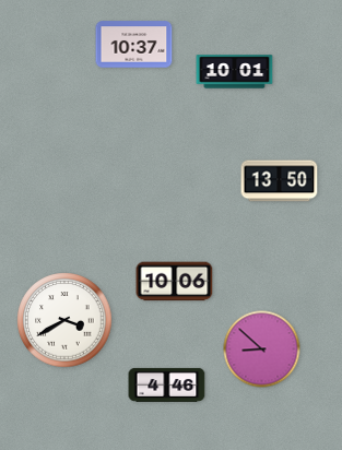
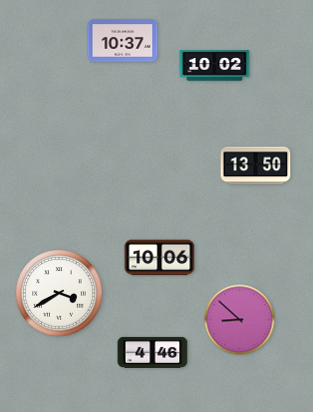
clock at (235, 72): 10:01 -> 10:02
